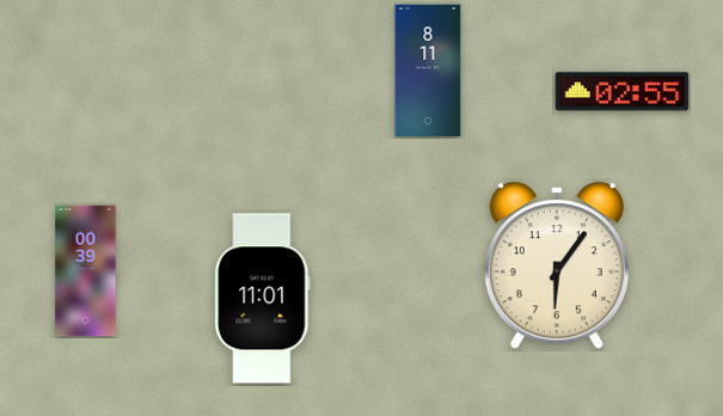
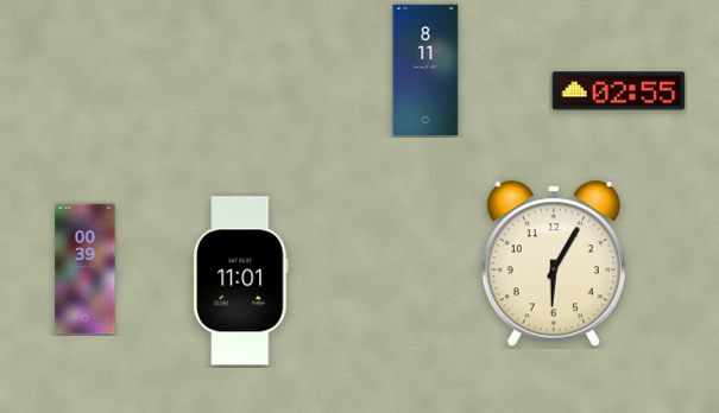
clock at (557, 267): 6:06 -> 6:05
clock at (263, 299) position: (263, 299) -> (241, 281)
